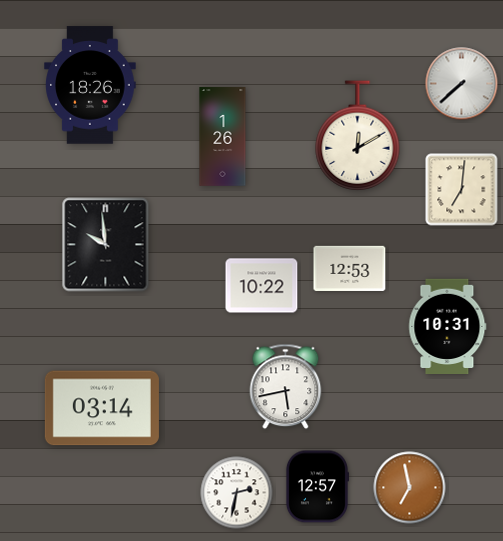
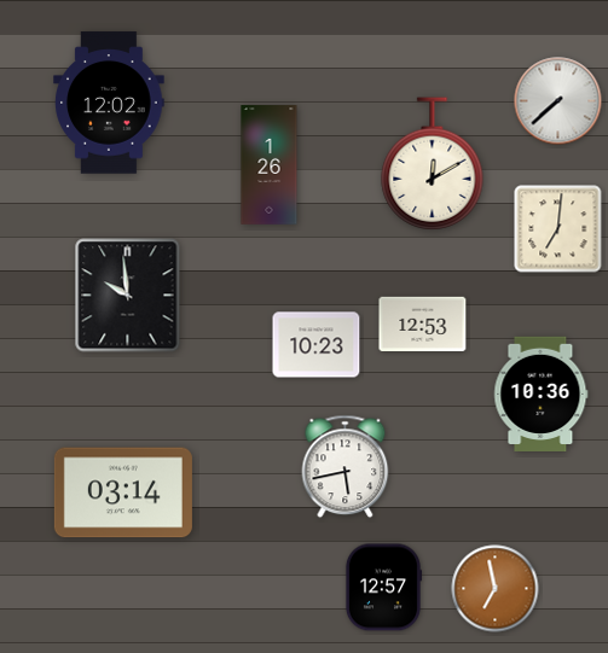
clock at (90, 85): 18:26 -> 12:02
clock at (262, 286): 10:22 -> 10:23
clock at (448, 326): 10:31 -> 10:36
clock at (237, 493): 2:32 -> none
